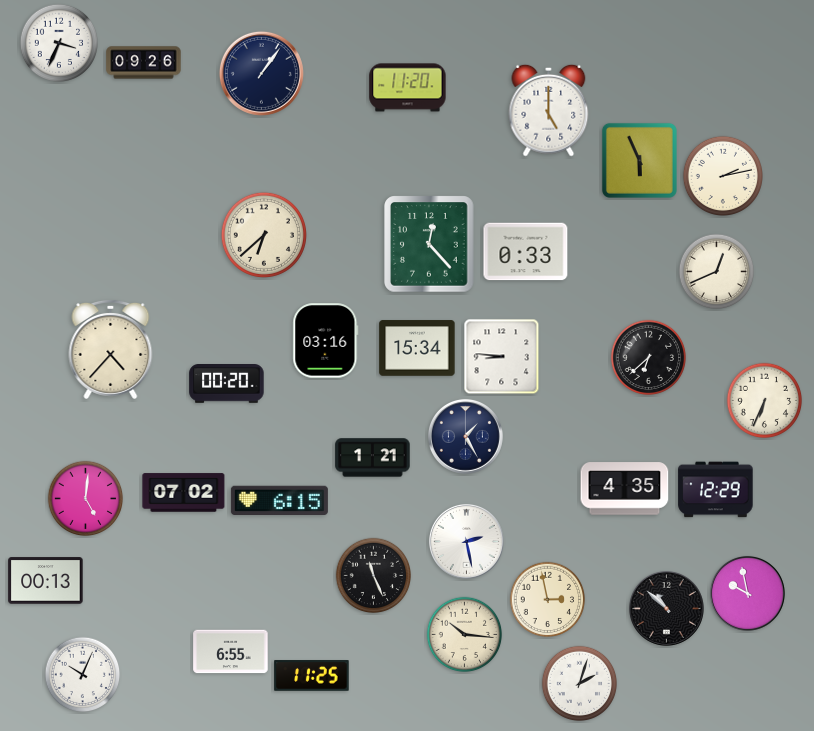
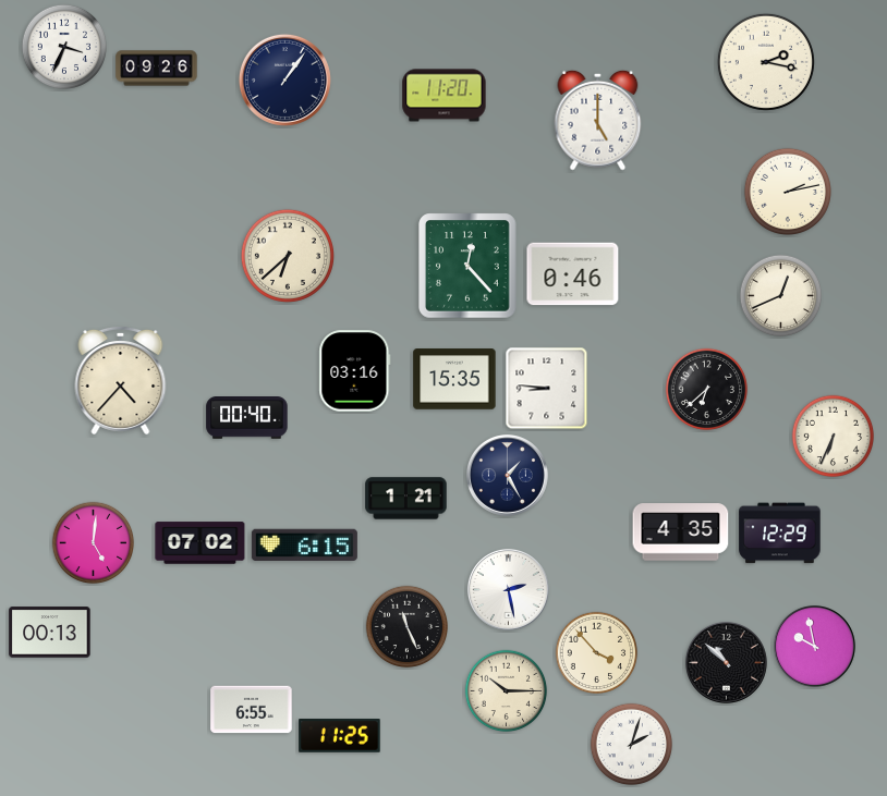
clock at (766, 62): none -> 2:17
clock at (639, 160): 5:56 -> none
clock at (526, 252): 0:33 -> 0:46
clock at (417, 348): 15:34 -> 15:35
clock at (227, 384): 00:20 -> 00:40
clock at (184, 493) position: (184, 493) -> (201, 543)
clock at (548, 600): 2:58 -> 3:53
clock at (465, 635): 10:16 -> 10:15
clock at (83, 675): 10:04 -> none
